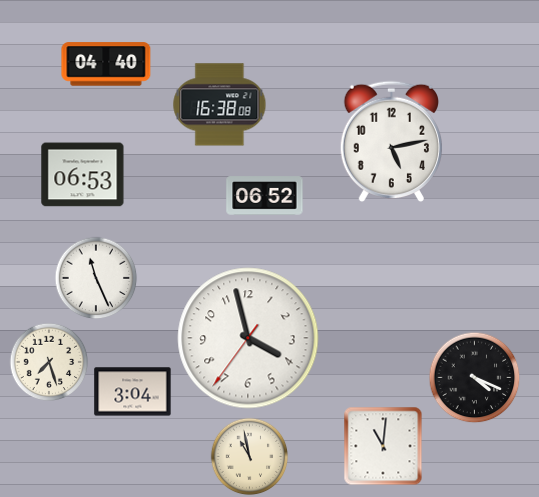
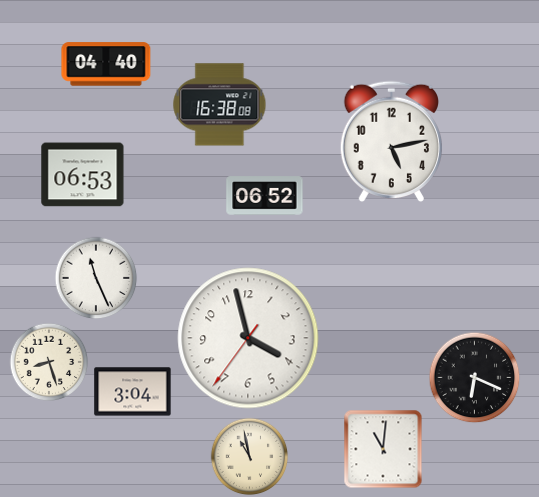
clock at (49, 362): 7:27 -> 8:27
clock at (474, 377): 4:19 -> 6:19
clock at (383, 446) position: (383, 446) -> (383, 449)
